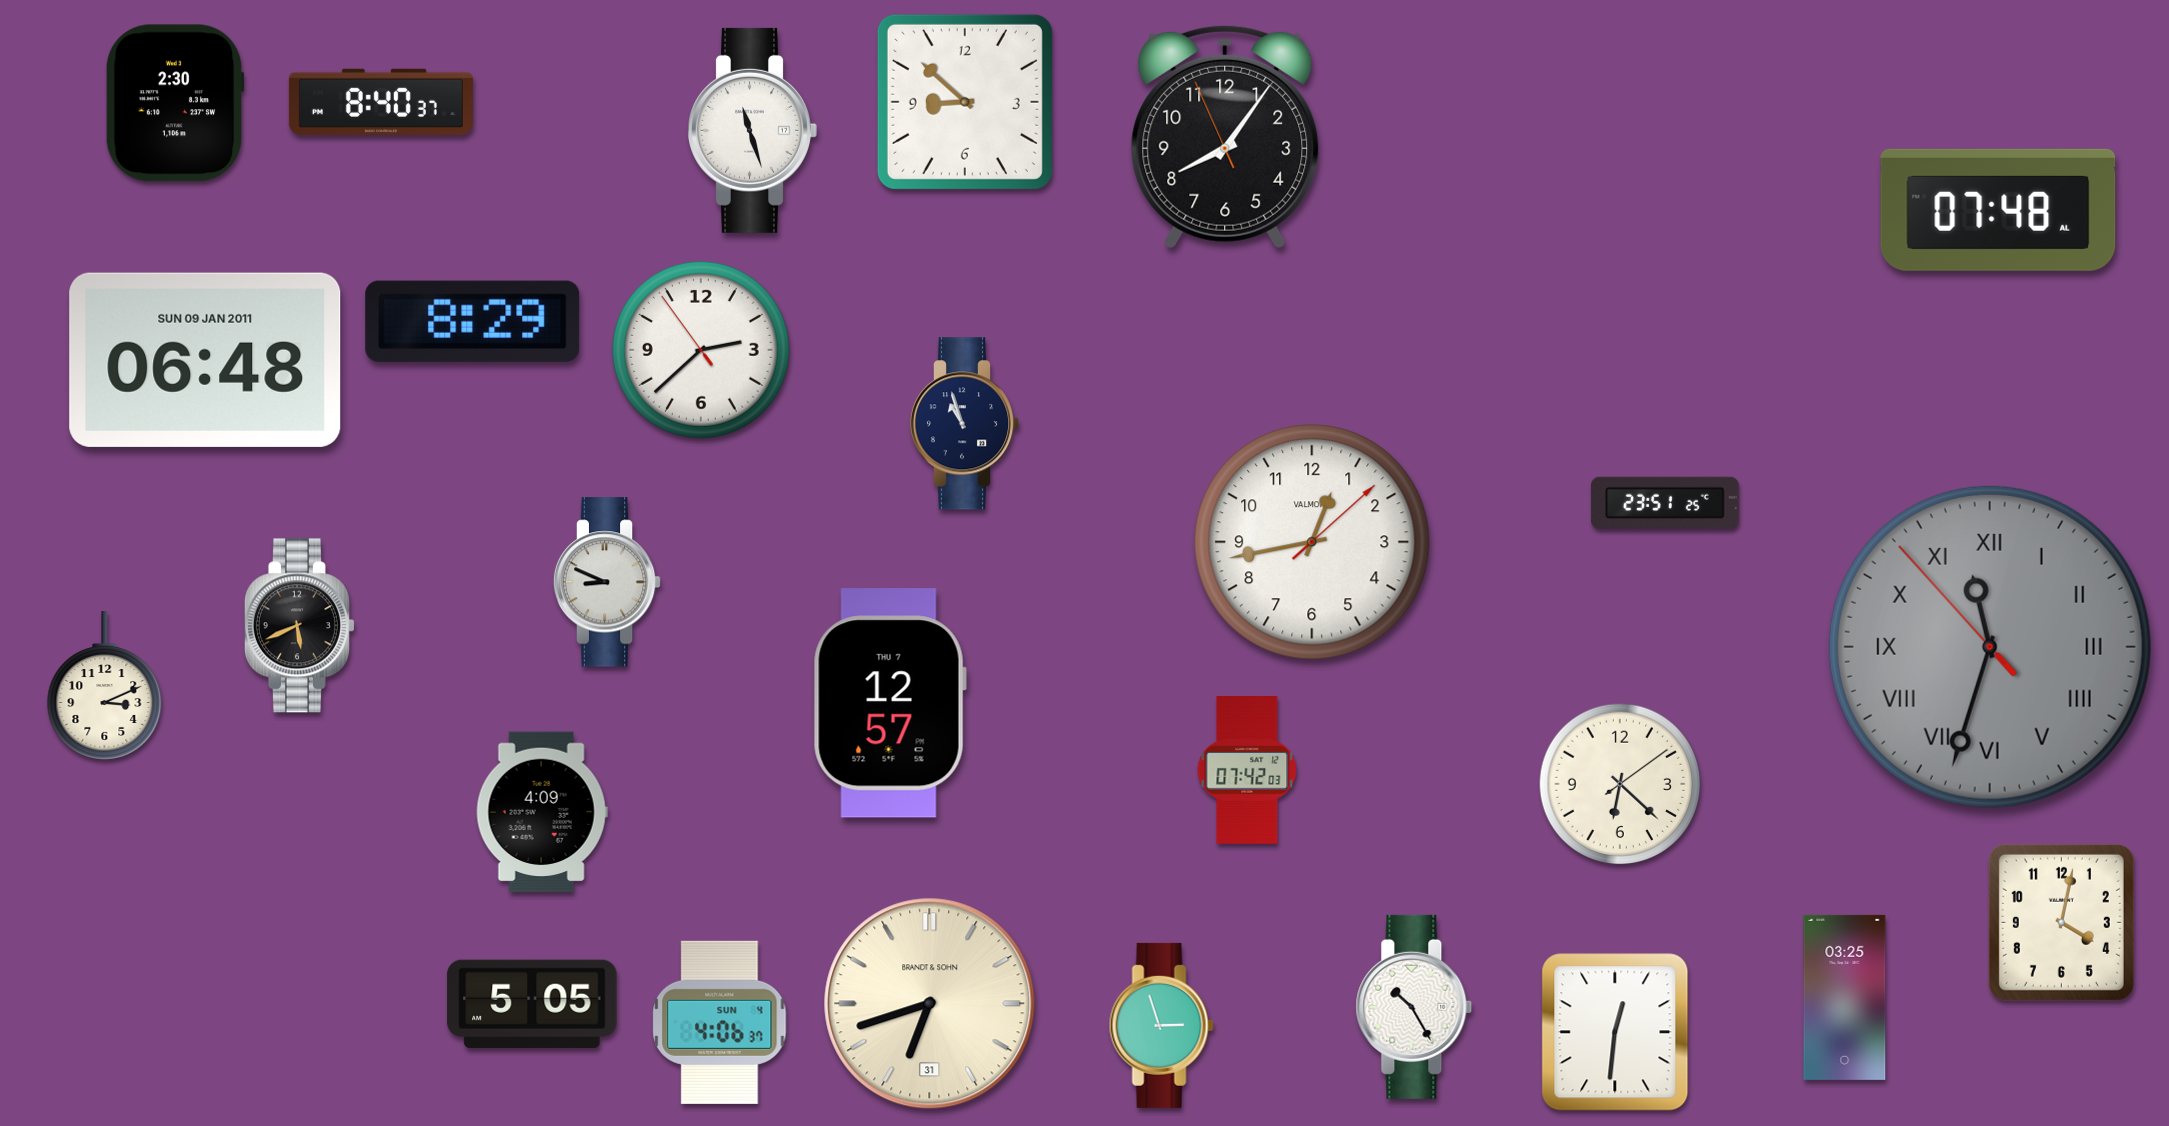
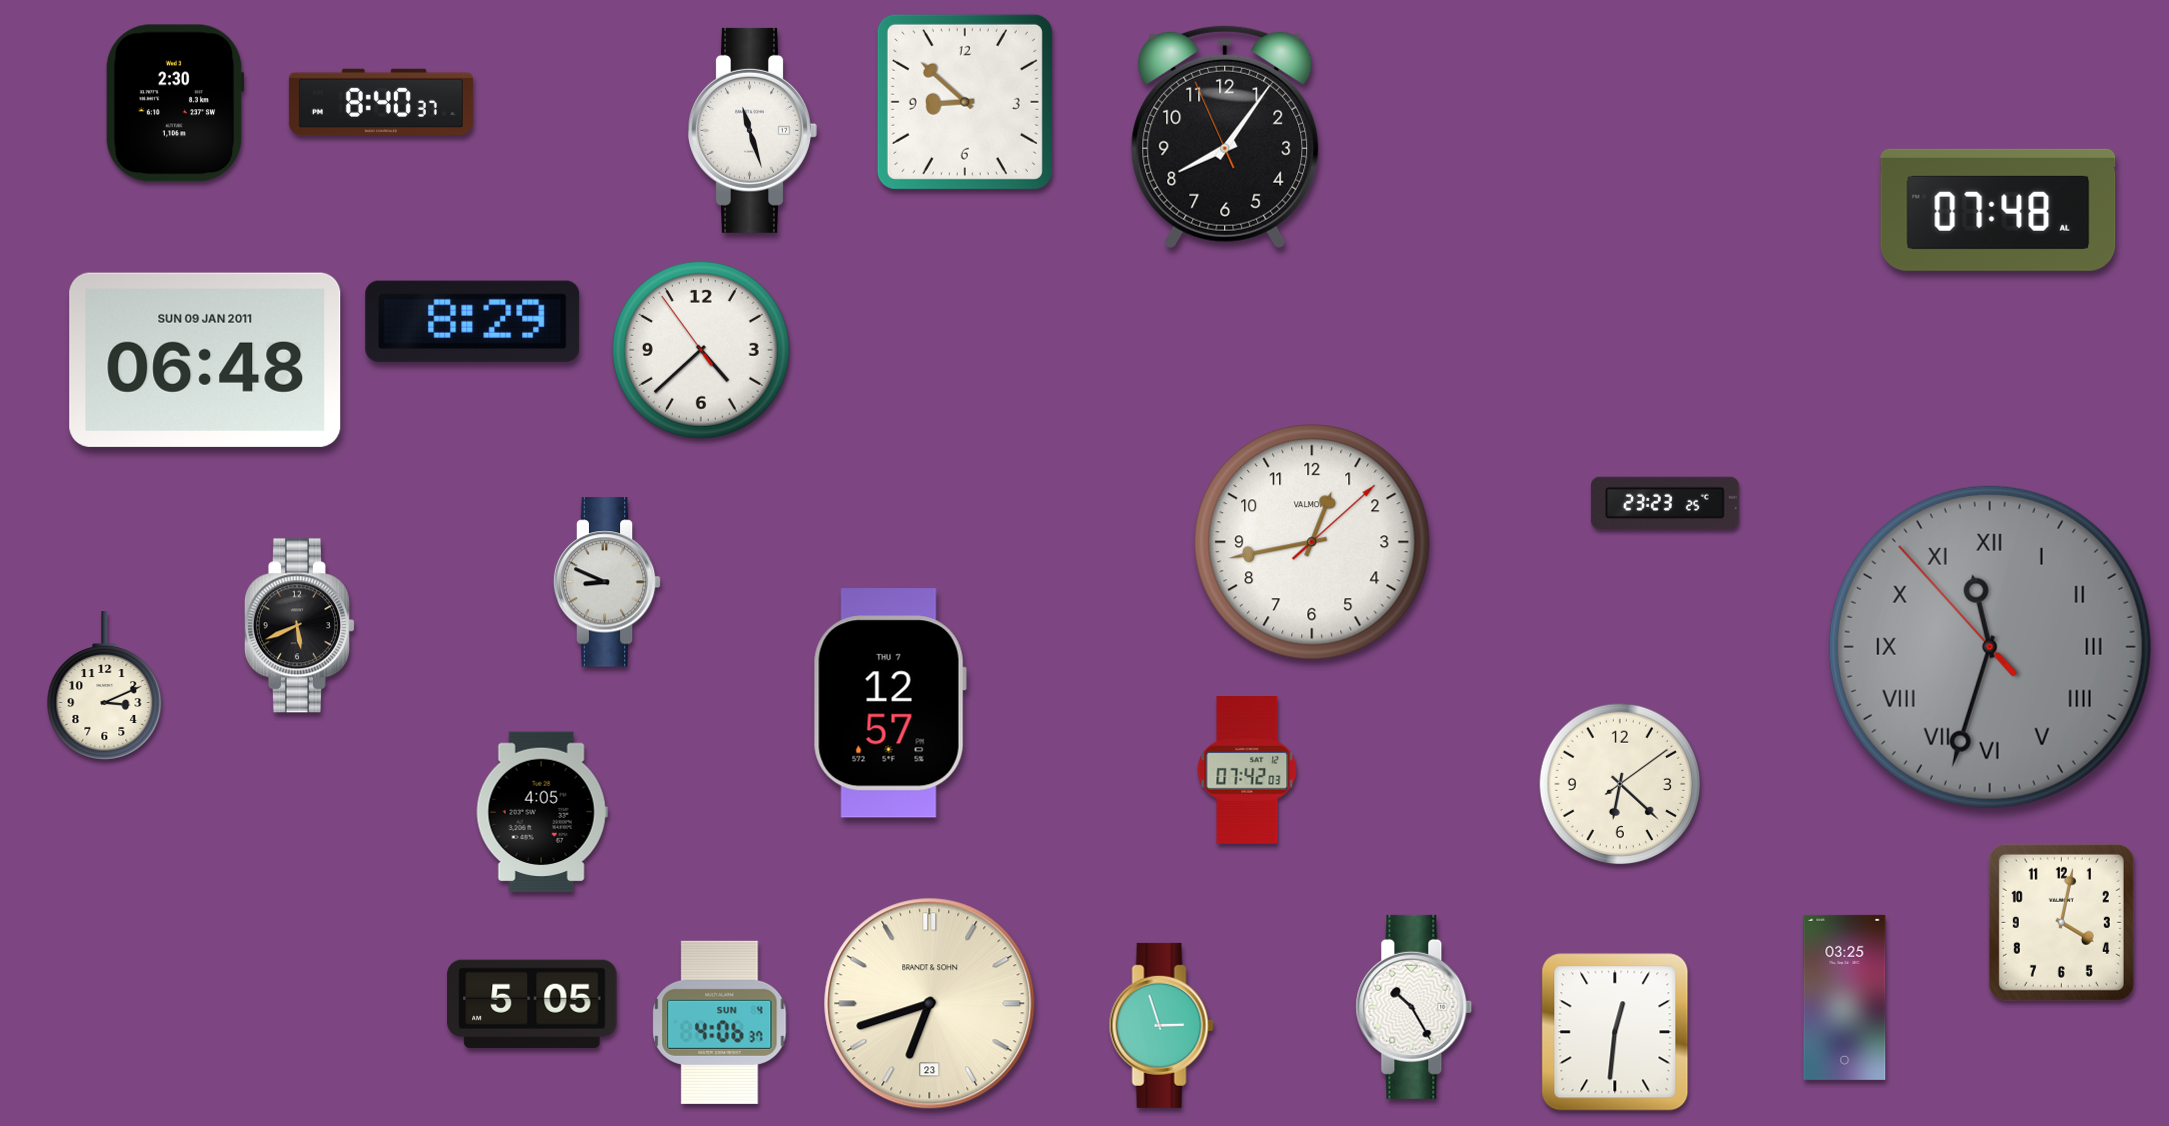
clock at (701, 350): 2:37 -> 4:37
clock at (965, 424): 10:57 -> none
clock at (1665, 503): 23:51 -> 23:23
clock at (542, 812): 4:09 -> 4:05
clock at (930, 1004) date: 31 -> 23
